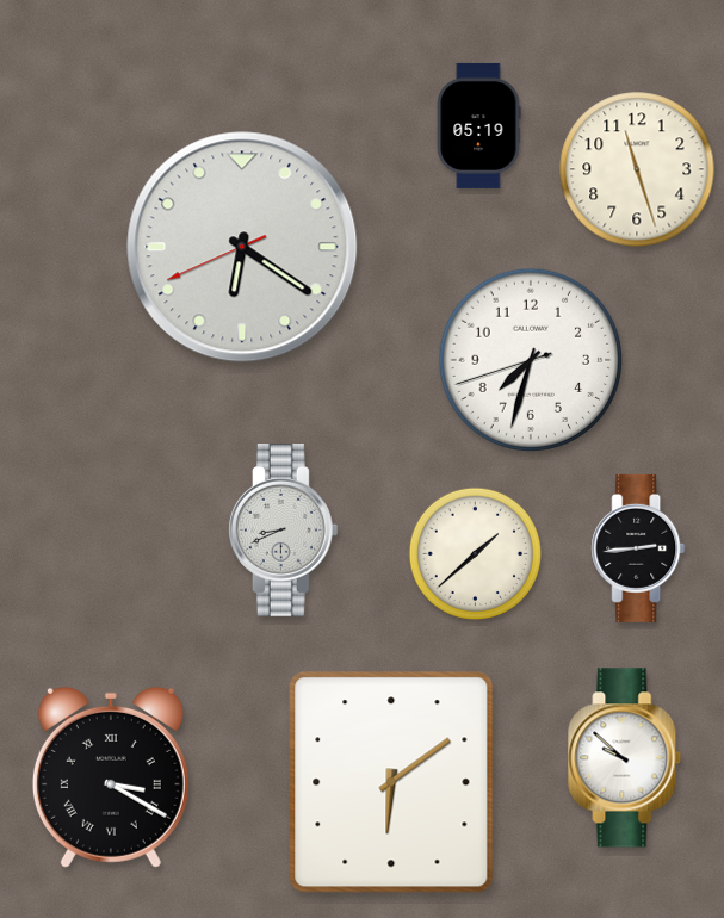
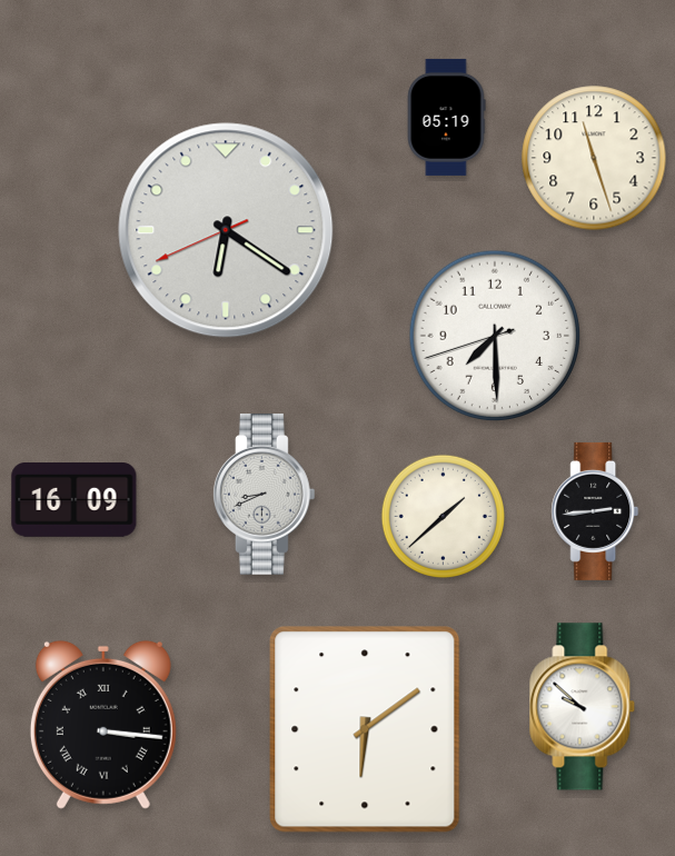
clock at (531, 360): 7:32 -> 7:29
clock at (75, 500): none -> 16:09
clock at (111, 777): 3:20 -> 3:16
